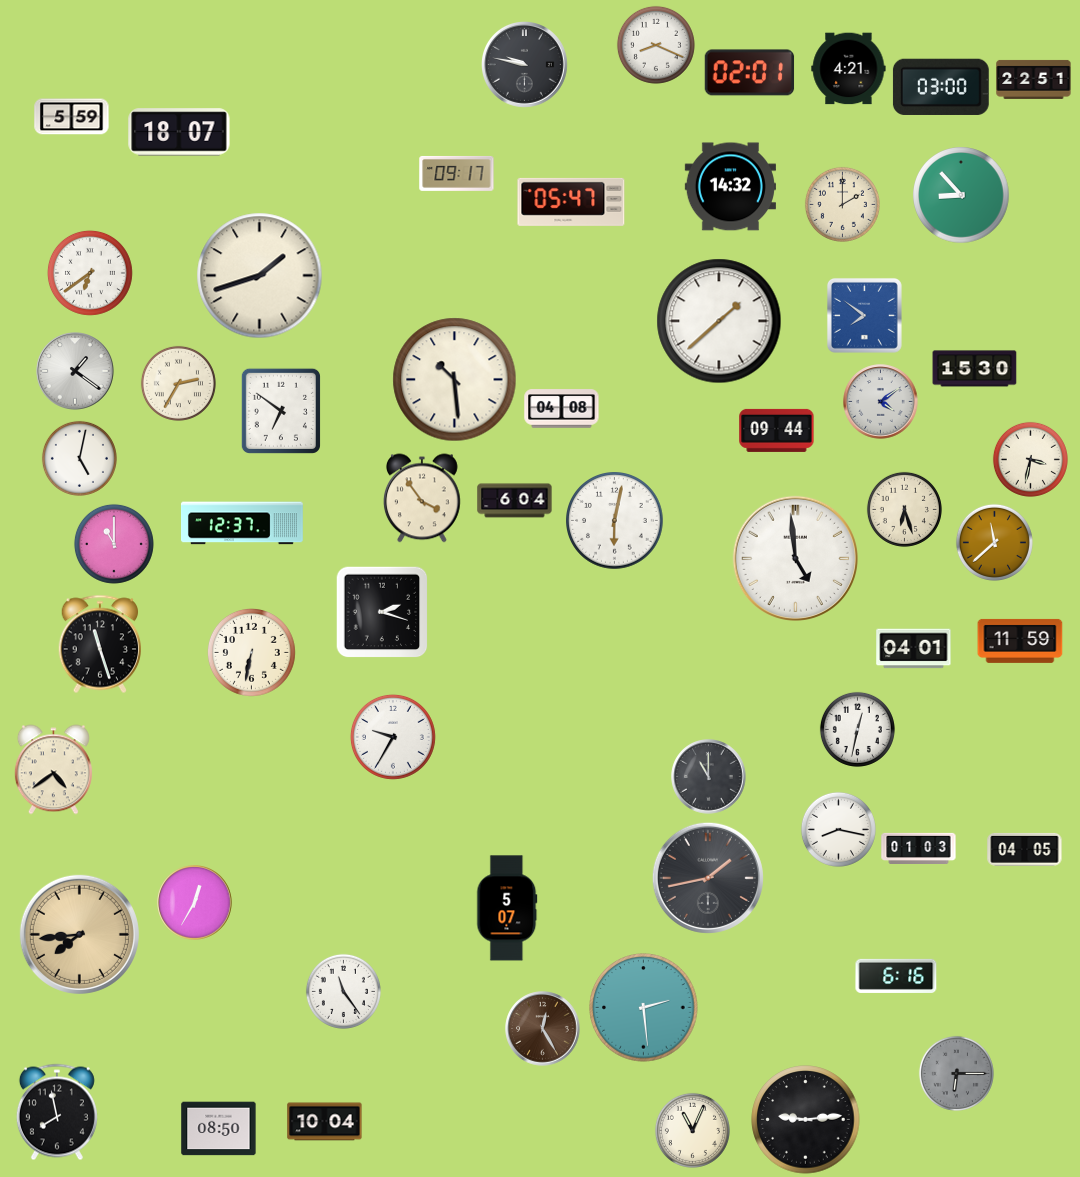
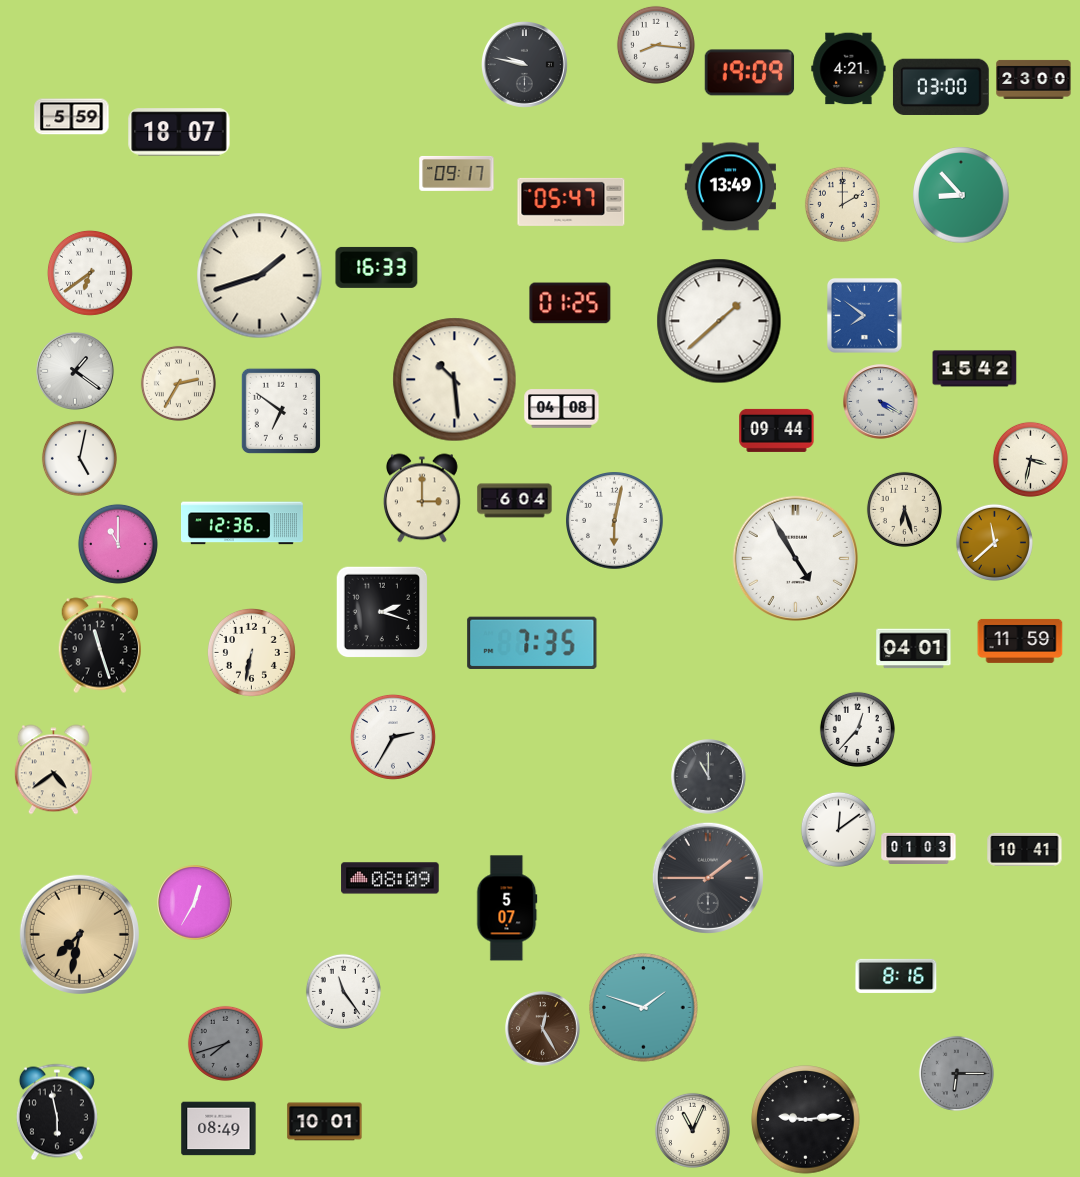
clock at (656, 45): 8:19 -> 8:16
clock at (750, 73): 02:01 -> 19:09
clock at (1034, 79): 22:51 -> 23:00
clock at (730, 187): 14:32 -> 13:49
clock at (377, 267): none -> 16:33
clock at (570, 303): none -> 01:25
clock at (975, 369): 15:30 -> 15:42
clock at (881, 402): 4:09 -> 4:20
clock at (423, 498): 3:54 -> 3:00
clock at (242, 523): 12:37 -> 12:36
clock at (114, 544) position: (114, 544) -> (118, 544)
clock at (795, 558): 4:59 -> 4:55
clock at (532, 643): none -> 7:35
clock at (857, 729): 12:32 -> 12:37
clock at (393, 737): 9:35 -> 2:35
clock at (838, 829): 8:17 -> 12:09
clock at (1025, 849): 04:05 -> 10:41
clock at (390, 878): none -> 08:09
clock at (708, 878): 1:43 -> 1:45
clock at (79, 934): 7:44 -> 7:32
clock at (896, 976): 6:16 -> 8:16
clock at (644, 1008): 2:29 -> 1:48
clock at (225, 1043): none -> 7:42
clock at (57, 1112): 7:58 -> 5:58
clock at (325, 1122): 10:04 -> 10:01
clock at (219, 1129): 08:50 -> 08:49
